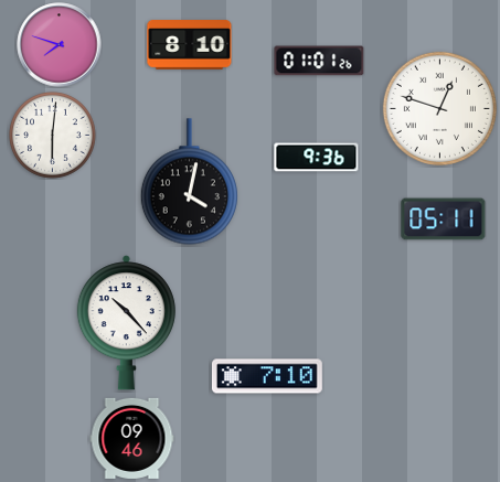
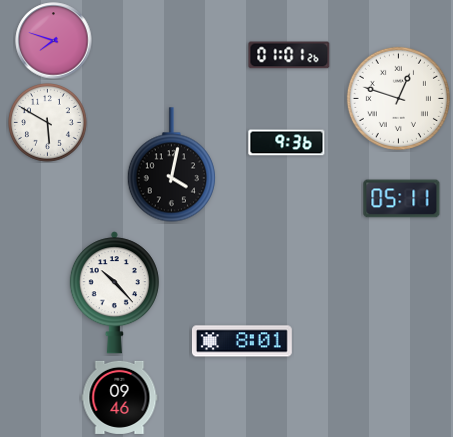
clock at (190, 45): 8:10 -> none
clock at (53, 136): 6:01 -> 5:50
clock at (267, 376): 7:10 -> 8:01
